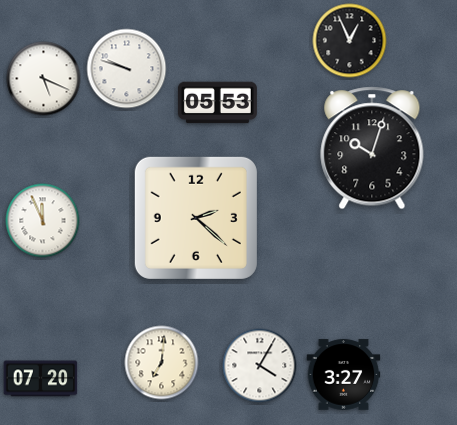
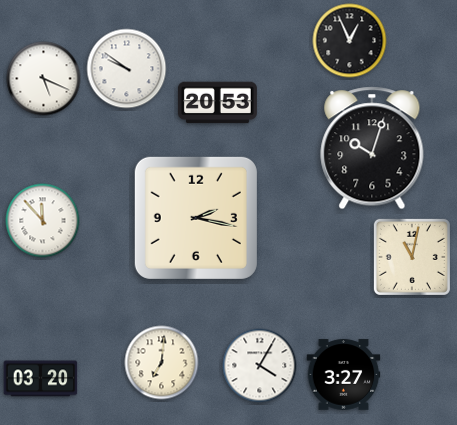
clock at (127, 69): 9:48 -> 9:51
clock at (217, 103): 05:53 -> 20:53
clock at (196, 218): 2:22 -> 2:17
clock at (43, 221): 11:56 -> 11:53
clock at (412, 257): none -> 11:02
clock at (41, 379): 07:20 -> 03:20
